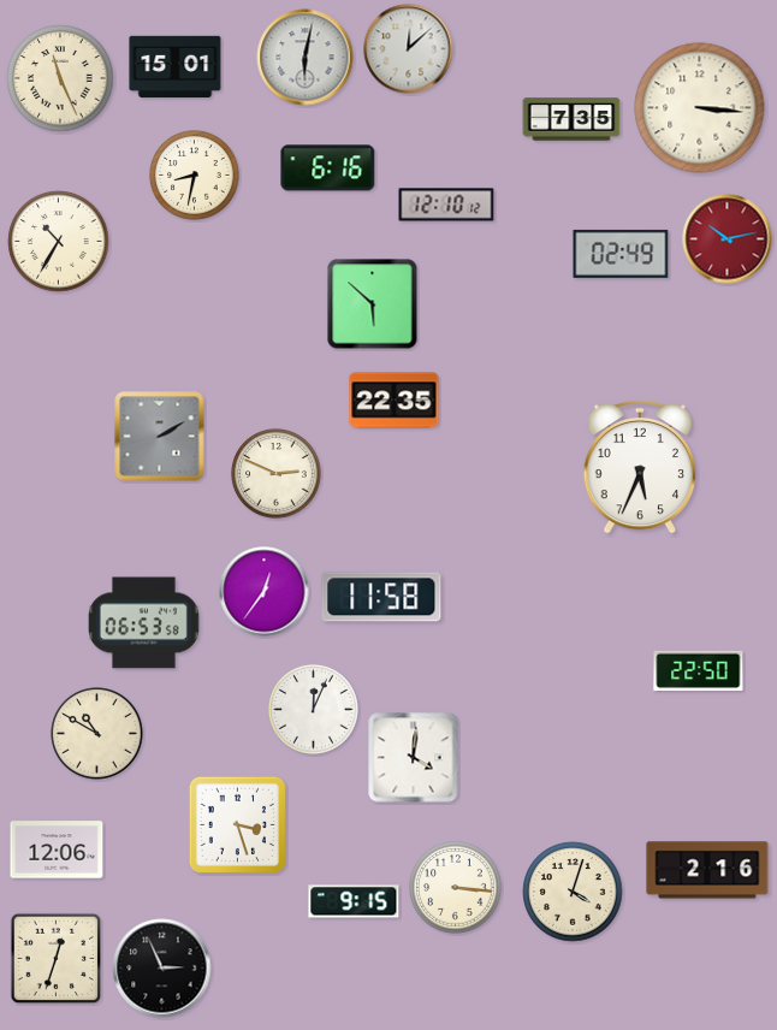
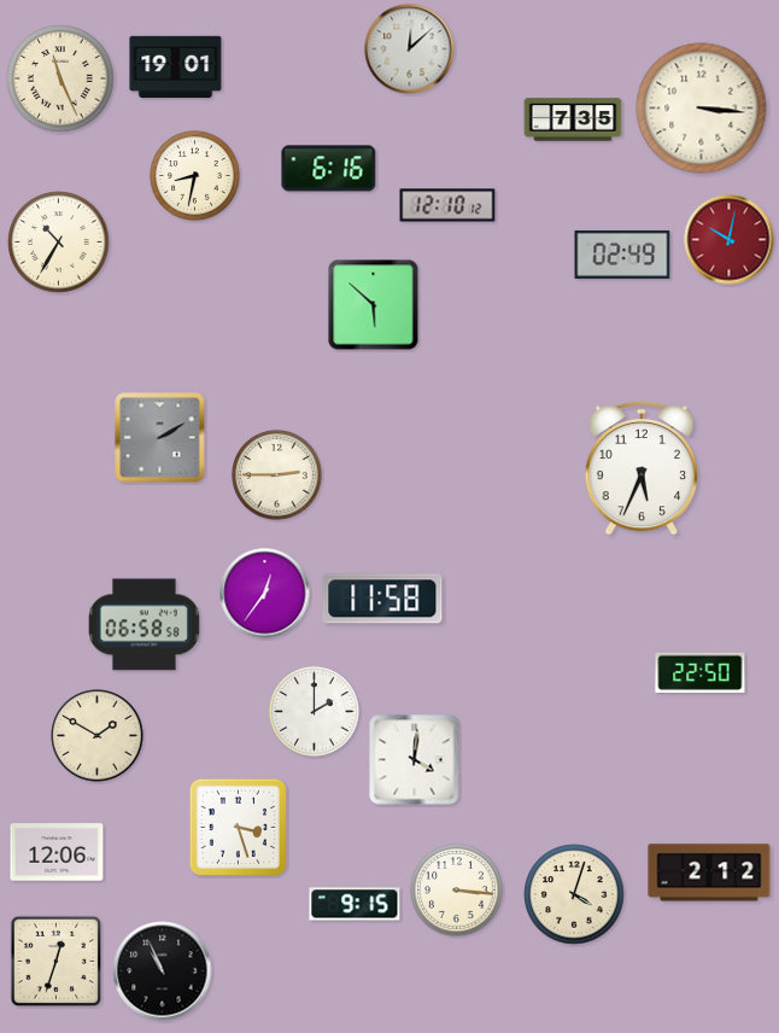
clock at (306, 58): 6:02 -> none
clock at (176, 67): 15:01 -> 19:01
clock at (728, 239): 10:13 -> 10:02
clock at (395, 401): 22:35 -> none
clock at (277, 474): 2:49 -> 2:45
clock at (143, 623): 06:53 -> 06:58
clock at (314, 710): 12:04 -> 2:00
clock at (97, 734): 10:50 -> 1:50
clock at (707, 870): 2:16 -> 2:12
clock at (162, 969): 2:56 -> 10:56
